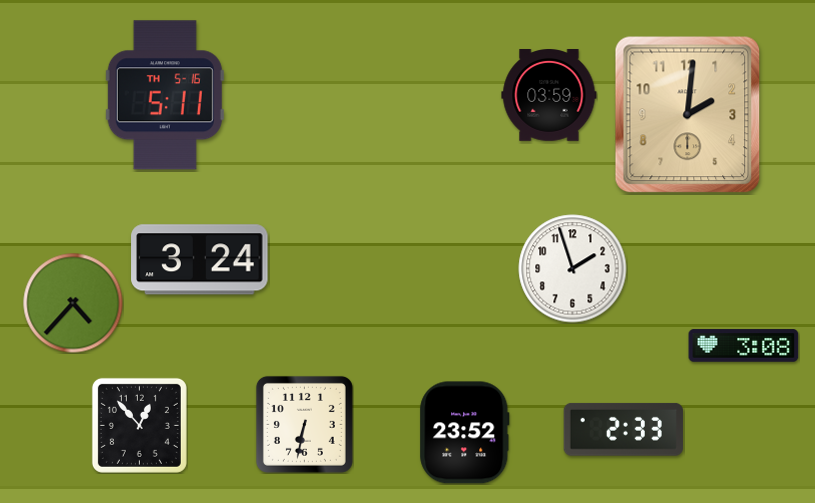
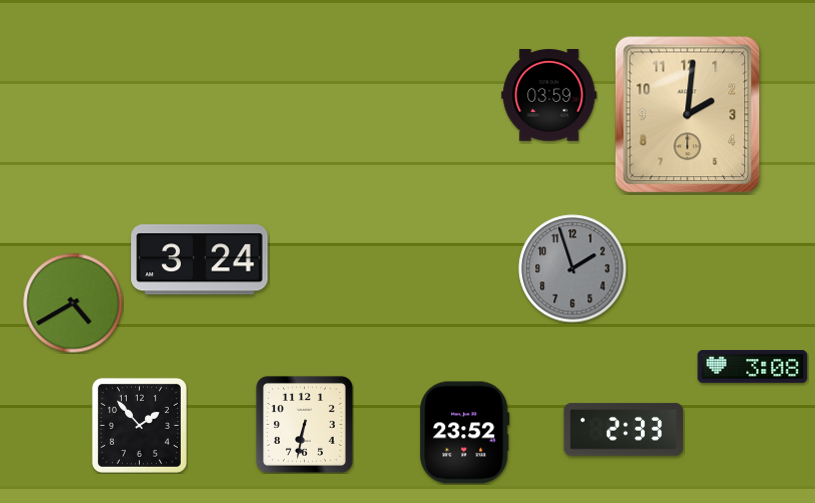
clock at (165, 95): 5:11 -> none
clock at (573, 269) dial: white -> grey
clock at (73, 303): 4:37 -> 4:40
clock at (744, 346) position: (744, 346) -> (753, 367)
clock at (139, 425): 12:53 -> 1:53
